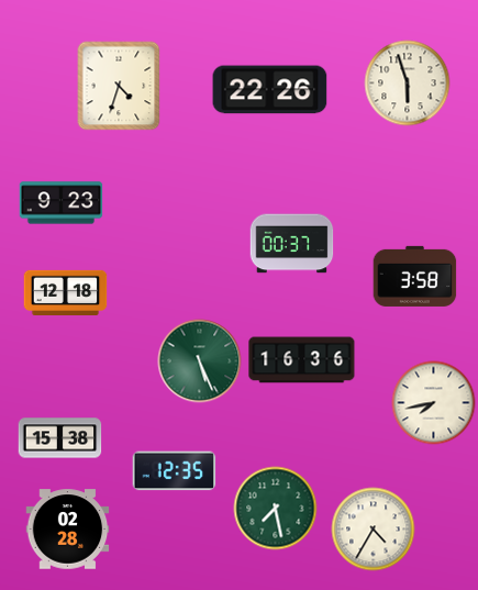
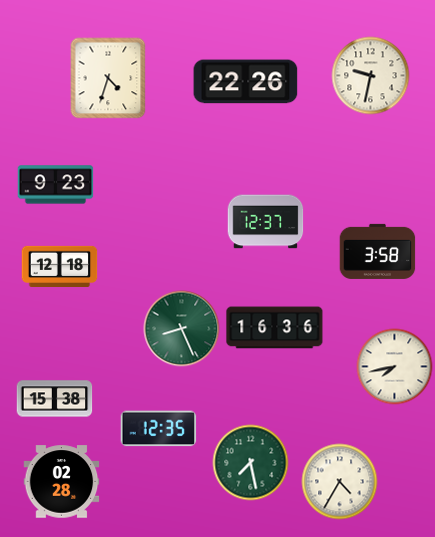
clock at (408, 84): 5:57 -> 9:32
clock at (292, 244): 00:37 -> 12:37
clock at (200, 361): 5:26 -> 8:26
